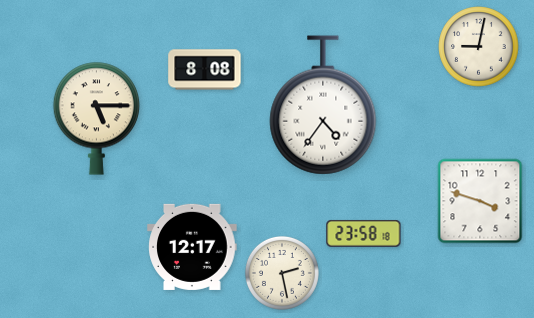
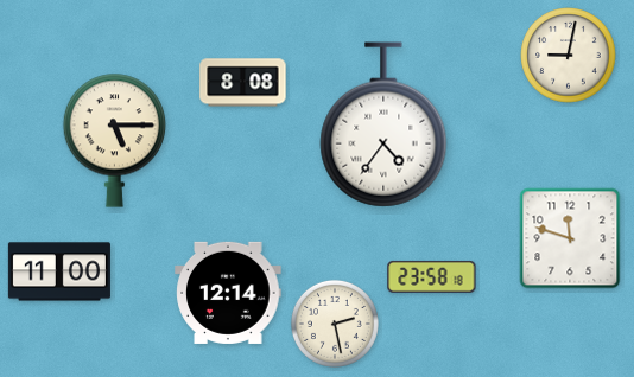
clock at (480, 201): 3:48 -> 11:48
clock at (59, 271): none -> 11:00
clock at (192, 247): 12:17 -> 12:14
